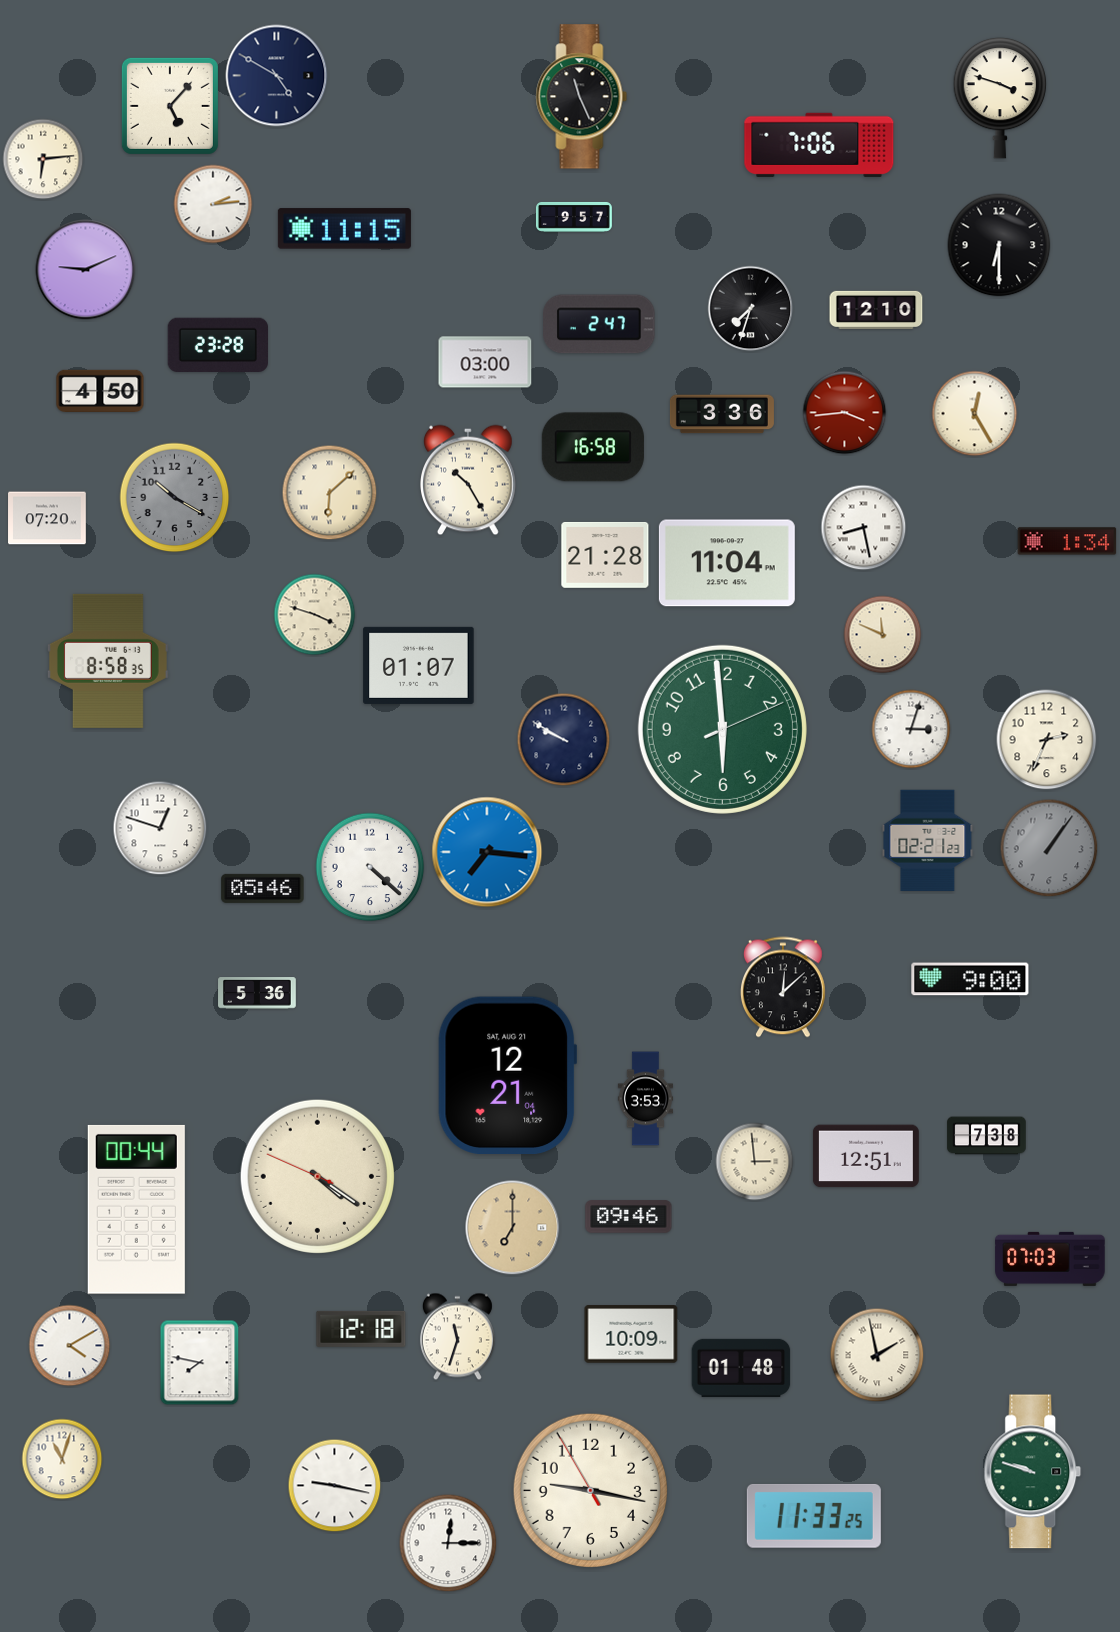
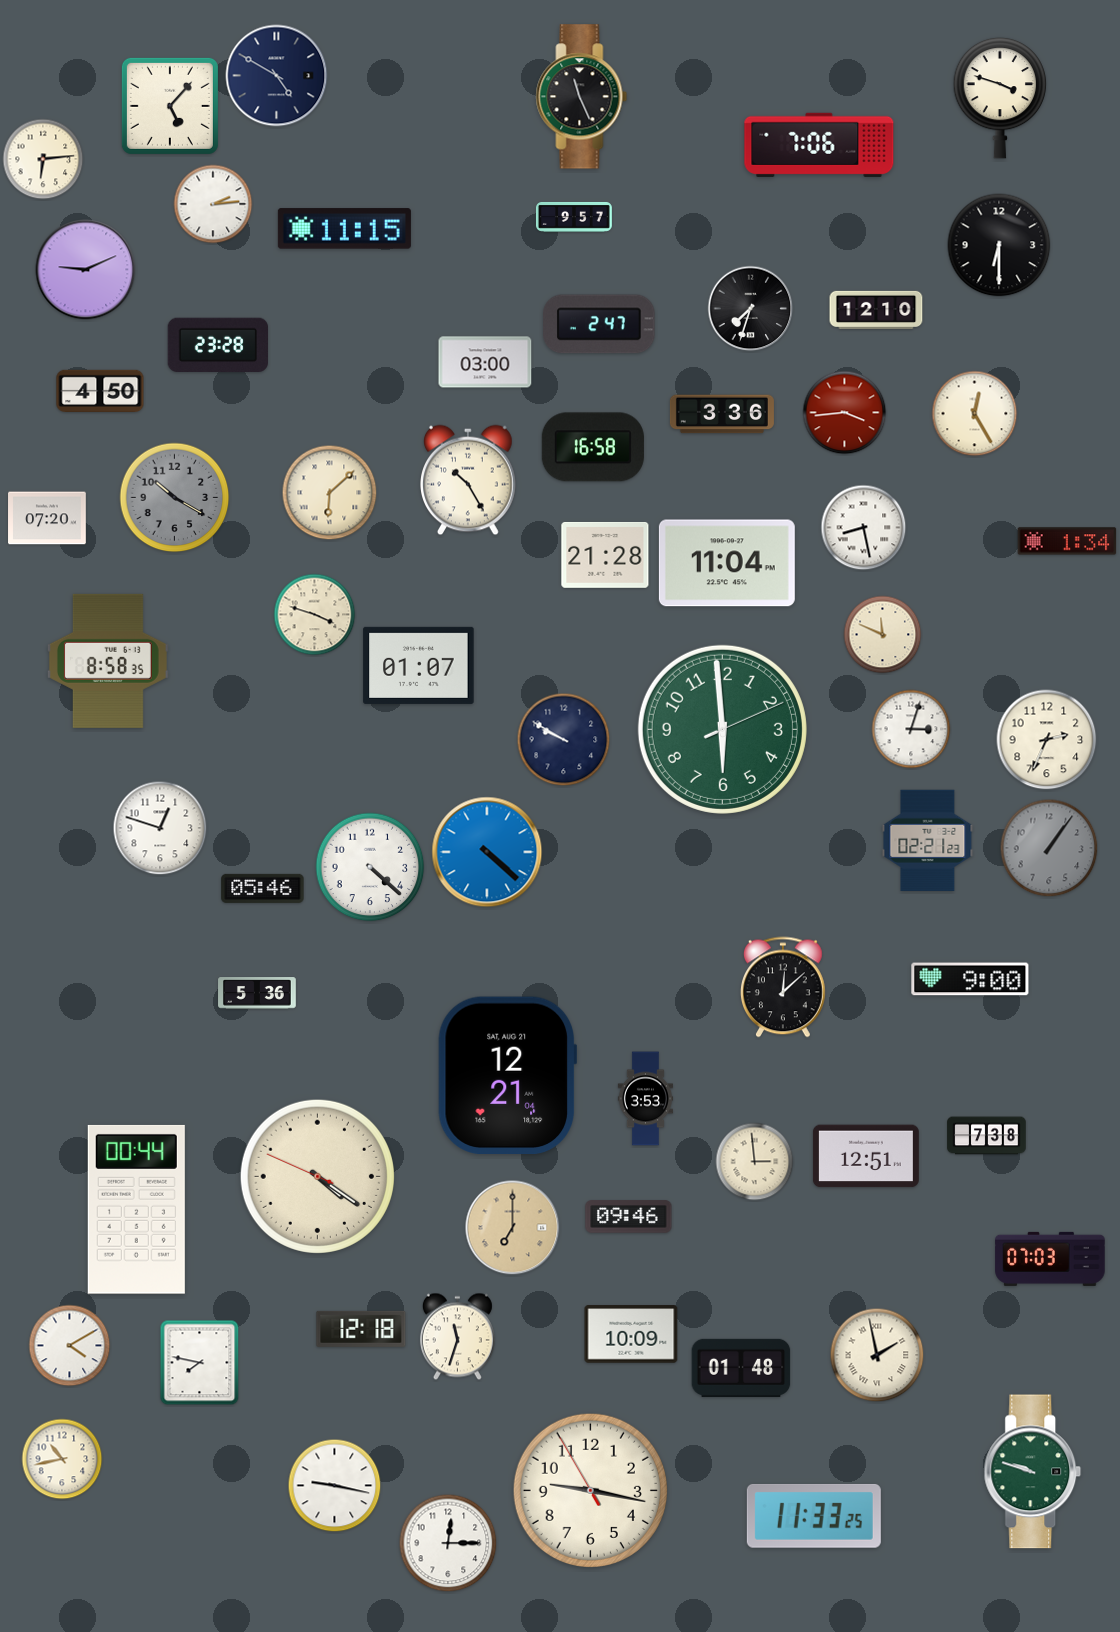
clock at (487, 852): 7:16 -> 4:22
clock at (62, 1459): 11:03 -> 10:43
